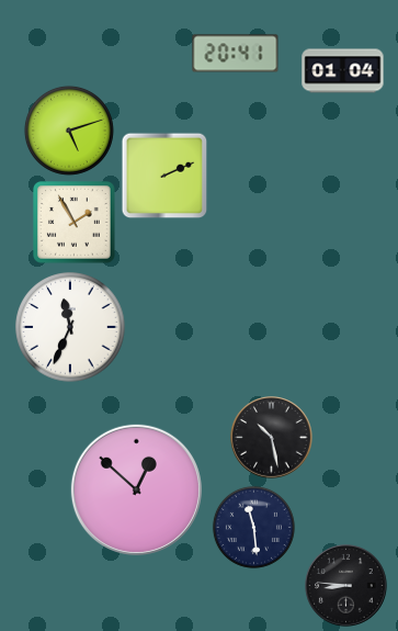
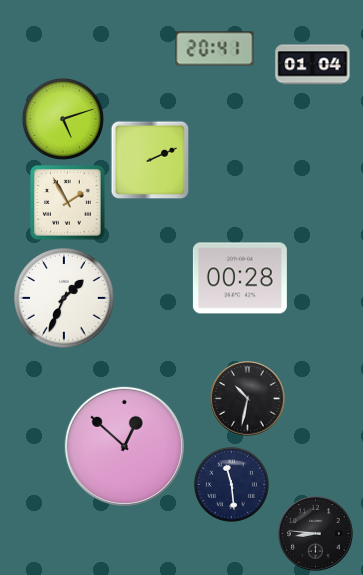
clock at (240, 278): none -> 00:28
clock at (70, 327): 11:34 -> 1:34
clock at (272, 438): 10:28 -> 10:32
clock at (253, 527) position: (253, 527) -> (231, 484)
